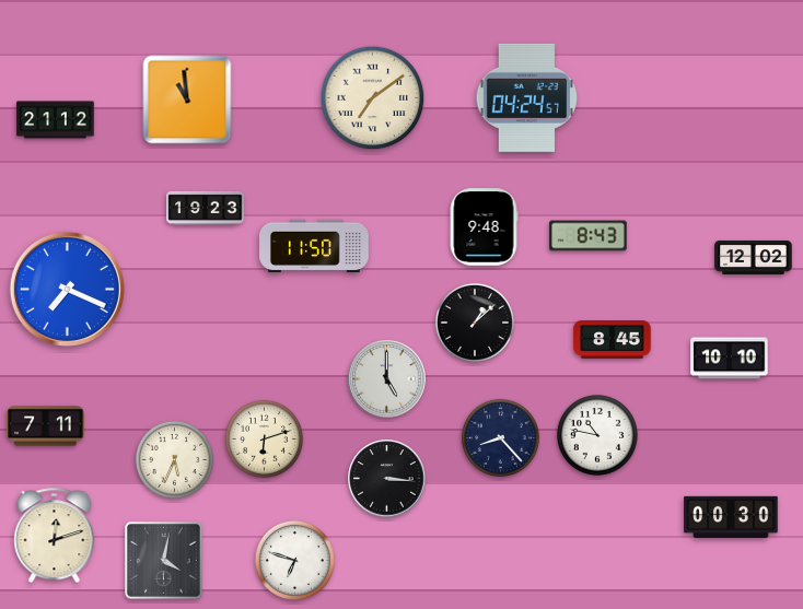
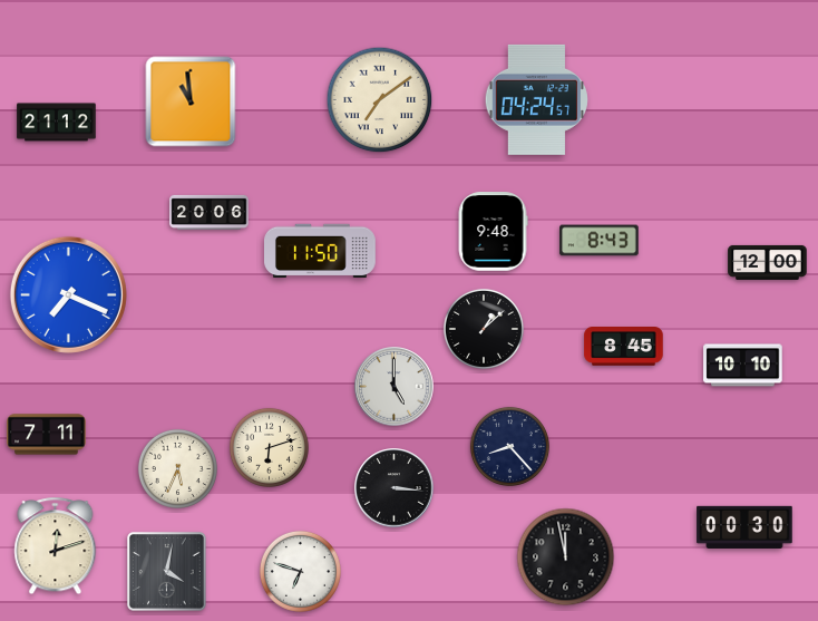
clock at (206, 208): 19:23 -> 20:06
clock at (754, 257): 12:02 -> 12:00
clock at (597, 435): 10:47 -> none
clock at (566, 557): none -> 11:58
